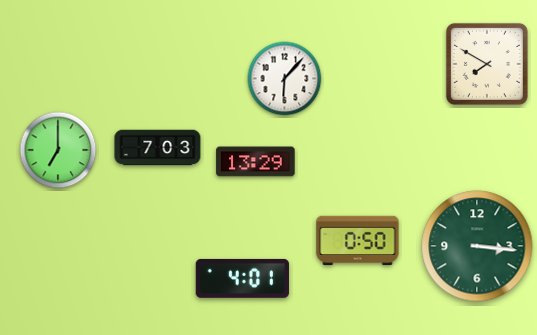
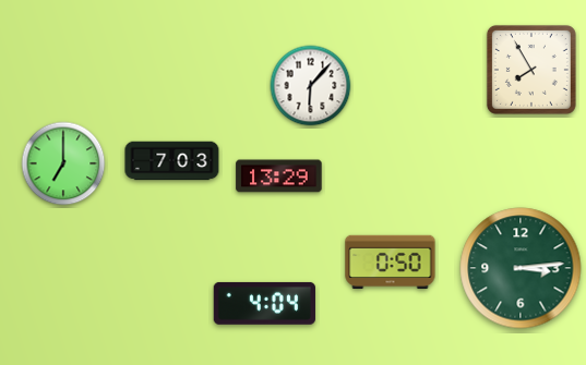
clock at (487, 64): 7:50 -> 7:55
clock at (477, 246): 3:16 -> 3:14
clock at (242, 278): 4:01 -> 4:04
